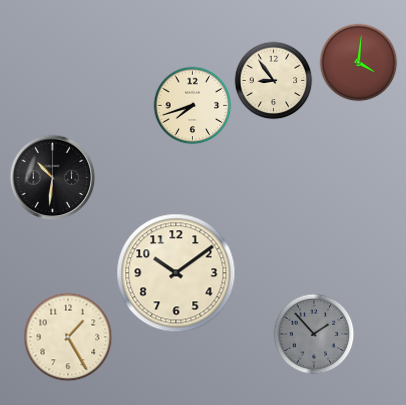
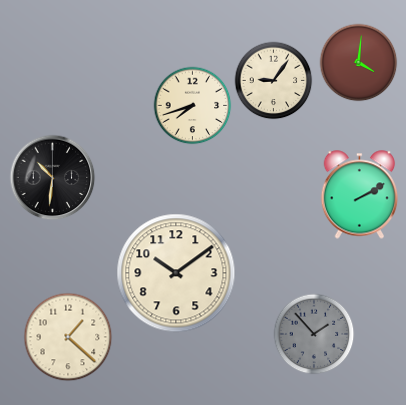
clock at (273, 80): 8:54 -> 9:06
clock at (360, 195): none -> 2:10
clock at (68, 337): 1:25 -> 1:22
